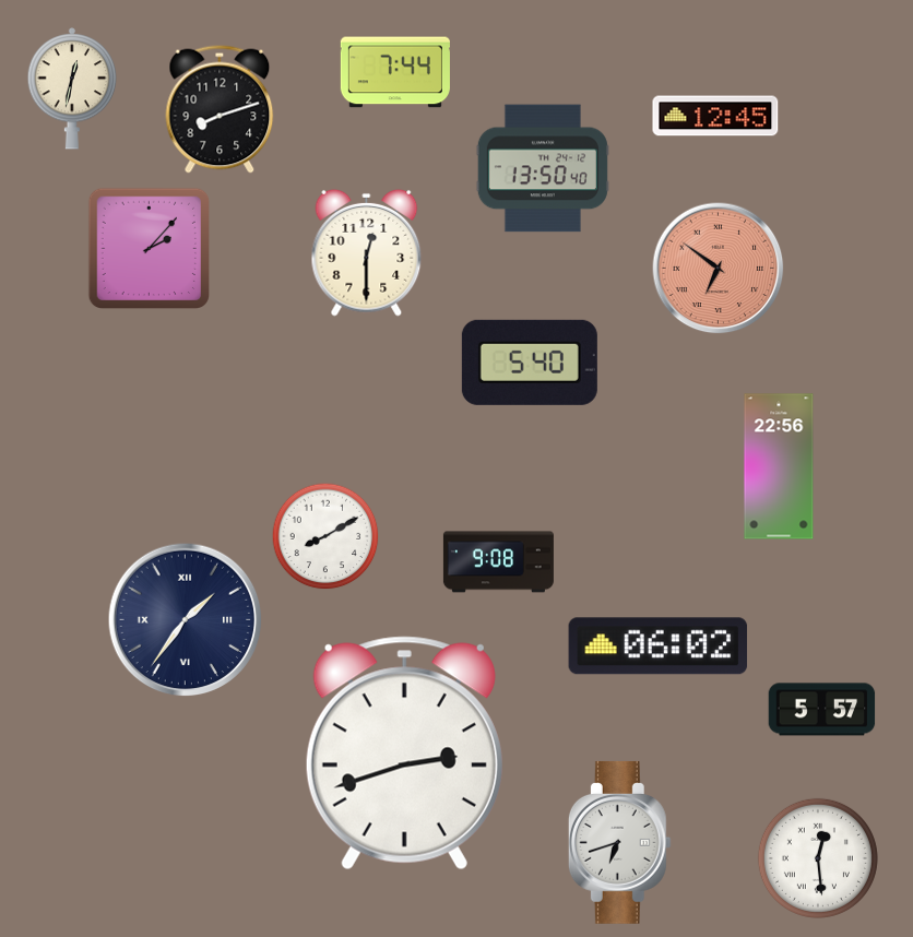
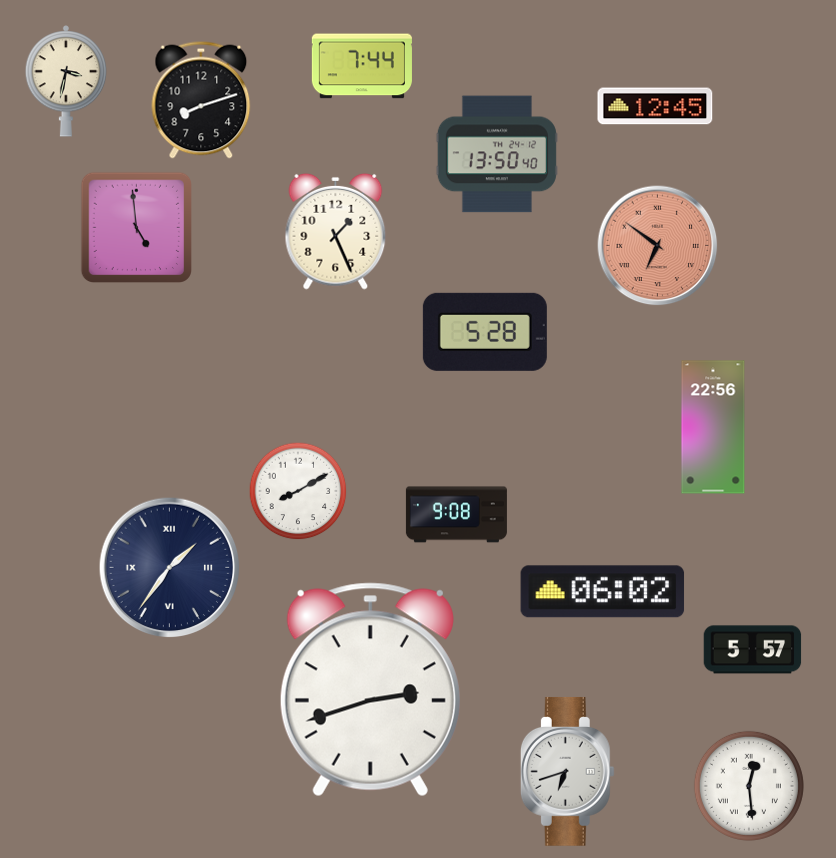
clock at (72, 88): 12:32 -> 3:32
clock at (150, 249): 2:07 -> 4:59
clock at (367, 252): 12:30 -> 1:26
clock at (530, 363): 5:40 -> 5:28
